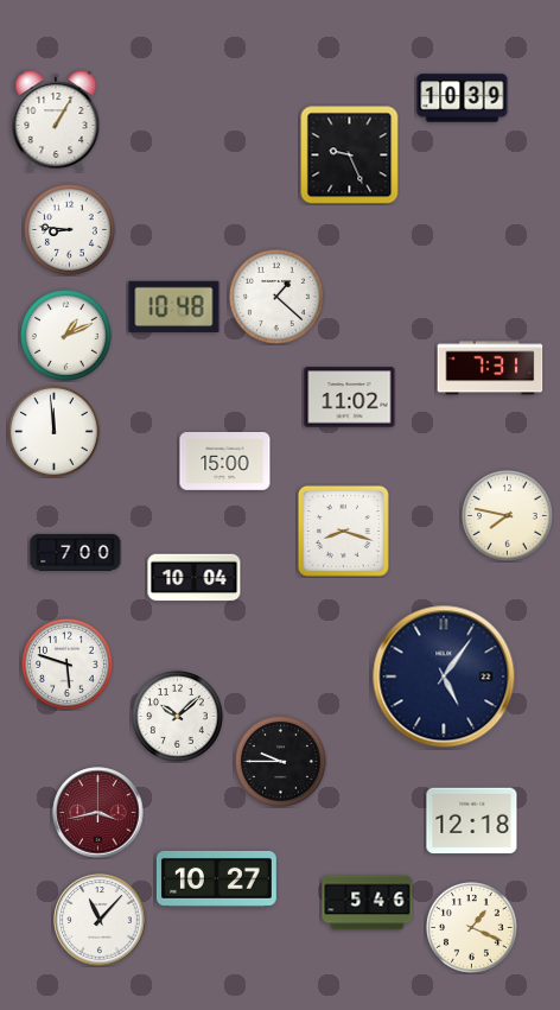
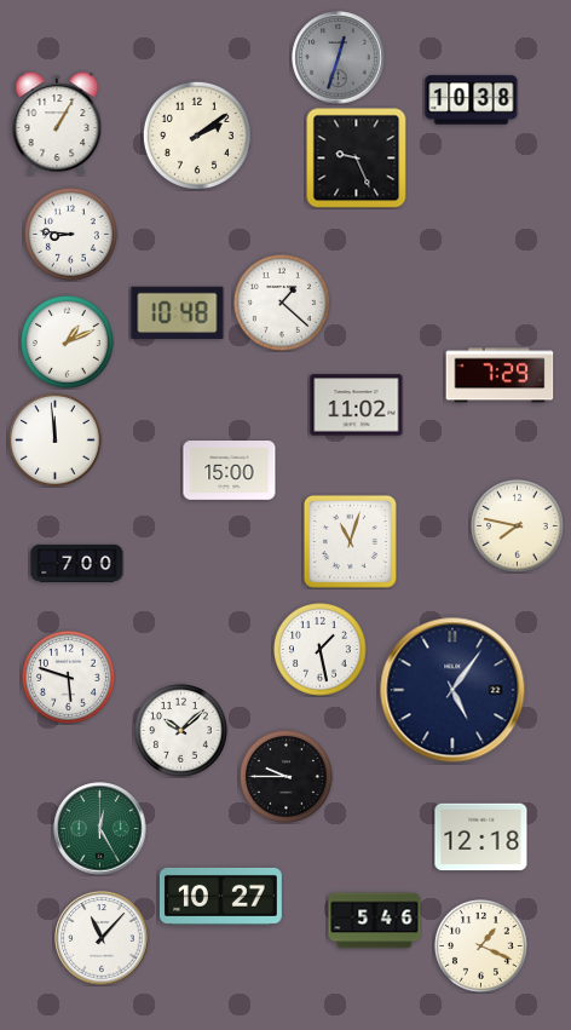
clock at (339, 58): none -> 12:33
clock at (463, 99): 10:39 -> 10:38
clock at (197, 136): none -> 2:09
clock at (490, 368): 7:31 -> 7:29
clock at (343, 531): 8:18 -> 11:03
clock at (195, 578): 10:04 -> none
clock at (321, 650): none -> 1:28
clock at (98, 813): 3:43 -> 12:25
clock at (98, 813) dial: burgundy -> green
